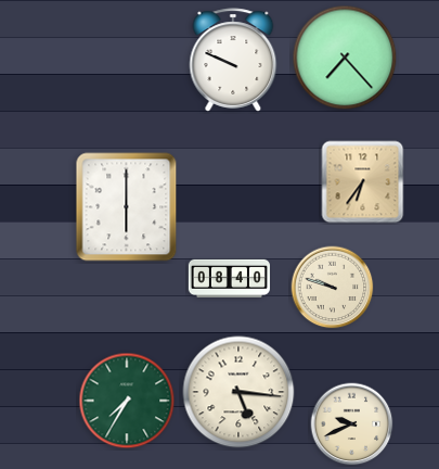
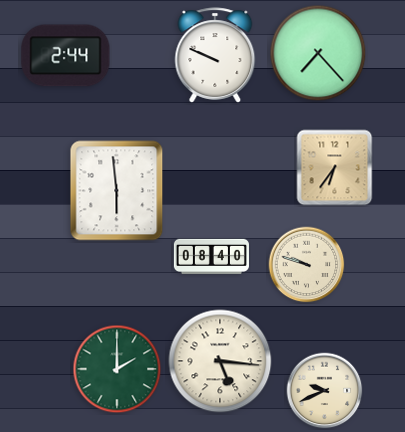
clock at (66, 56): none -> 2:44
clock at (127, 207): 6:00 -> 5:59
clock at (127, 401): 7:35 -> 2:00
